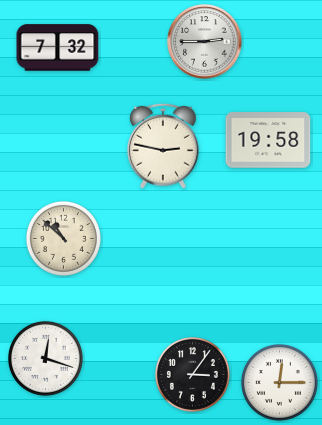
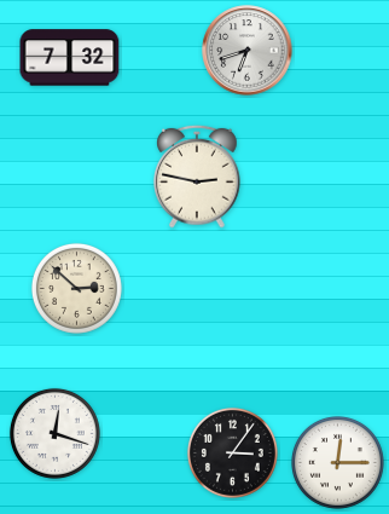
clock at (205, 42): 2:45 -> 6:42
clock at (268, 140): 19:58 -> none
clock at (63, 238): 10:52 -> 2:52
